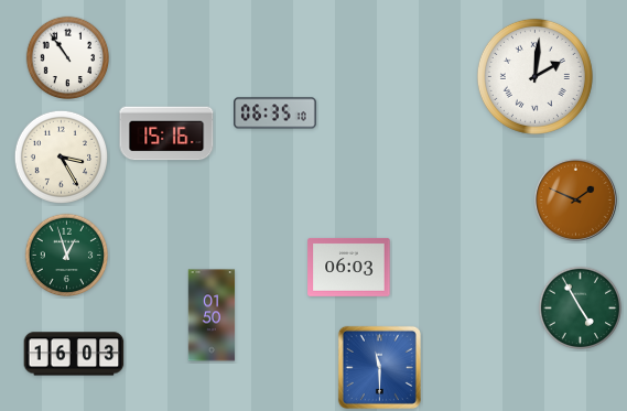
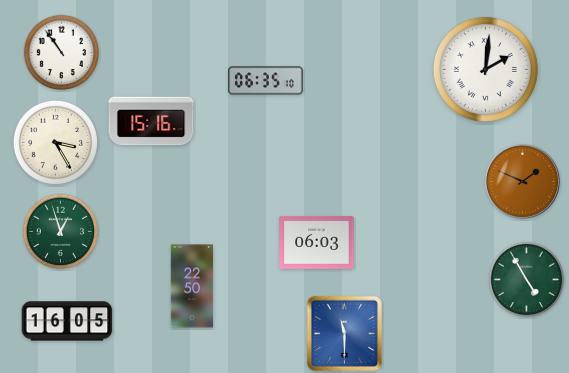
clock at (275, 113) position: (275, 113) -> (266, 81)
clock at (212, 315): 01:50 -> 22:50
clock at (74, 354): 16:03 -> 16:05
